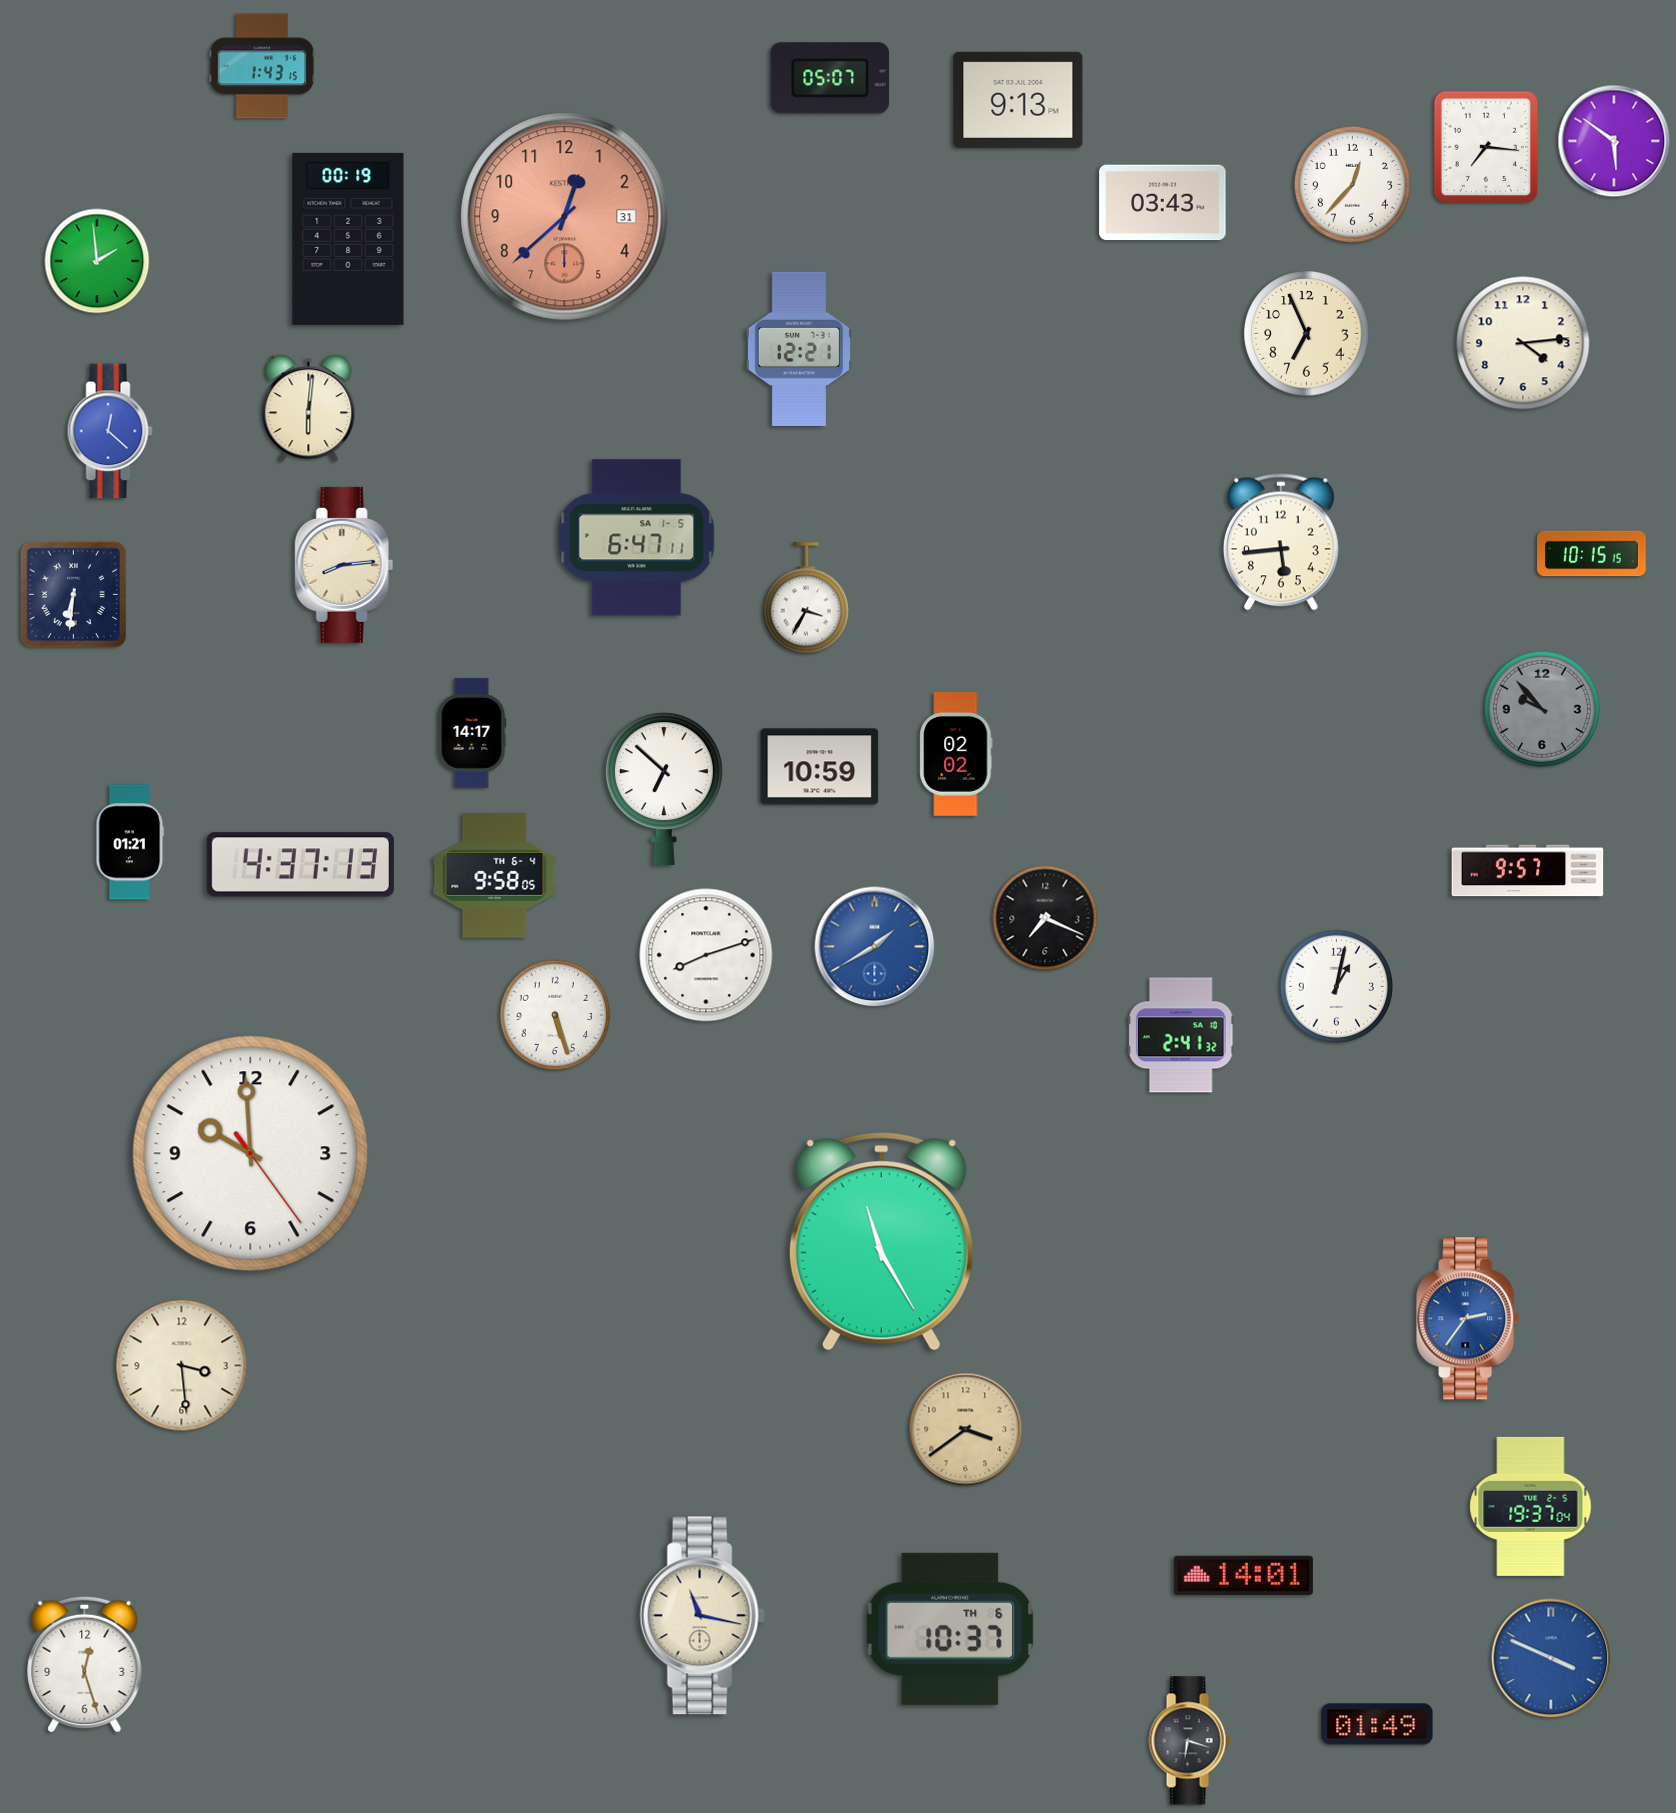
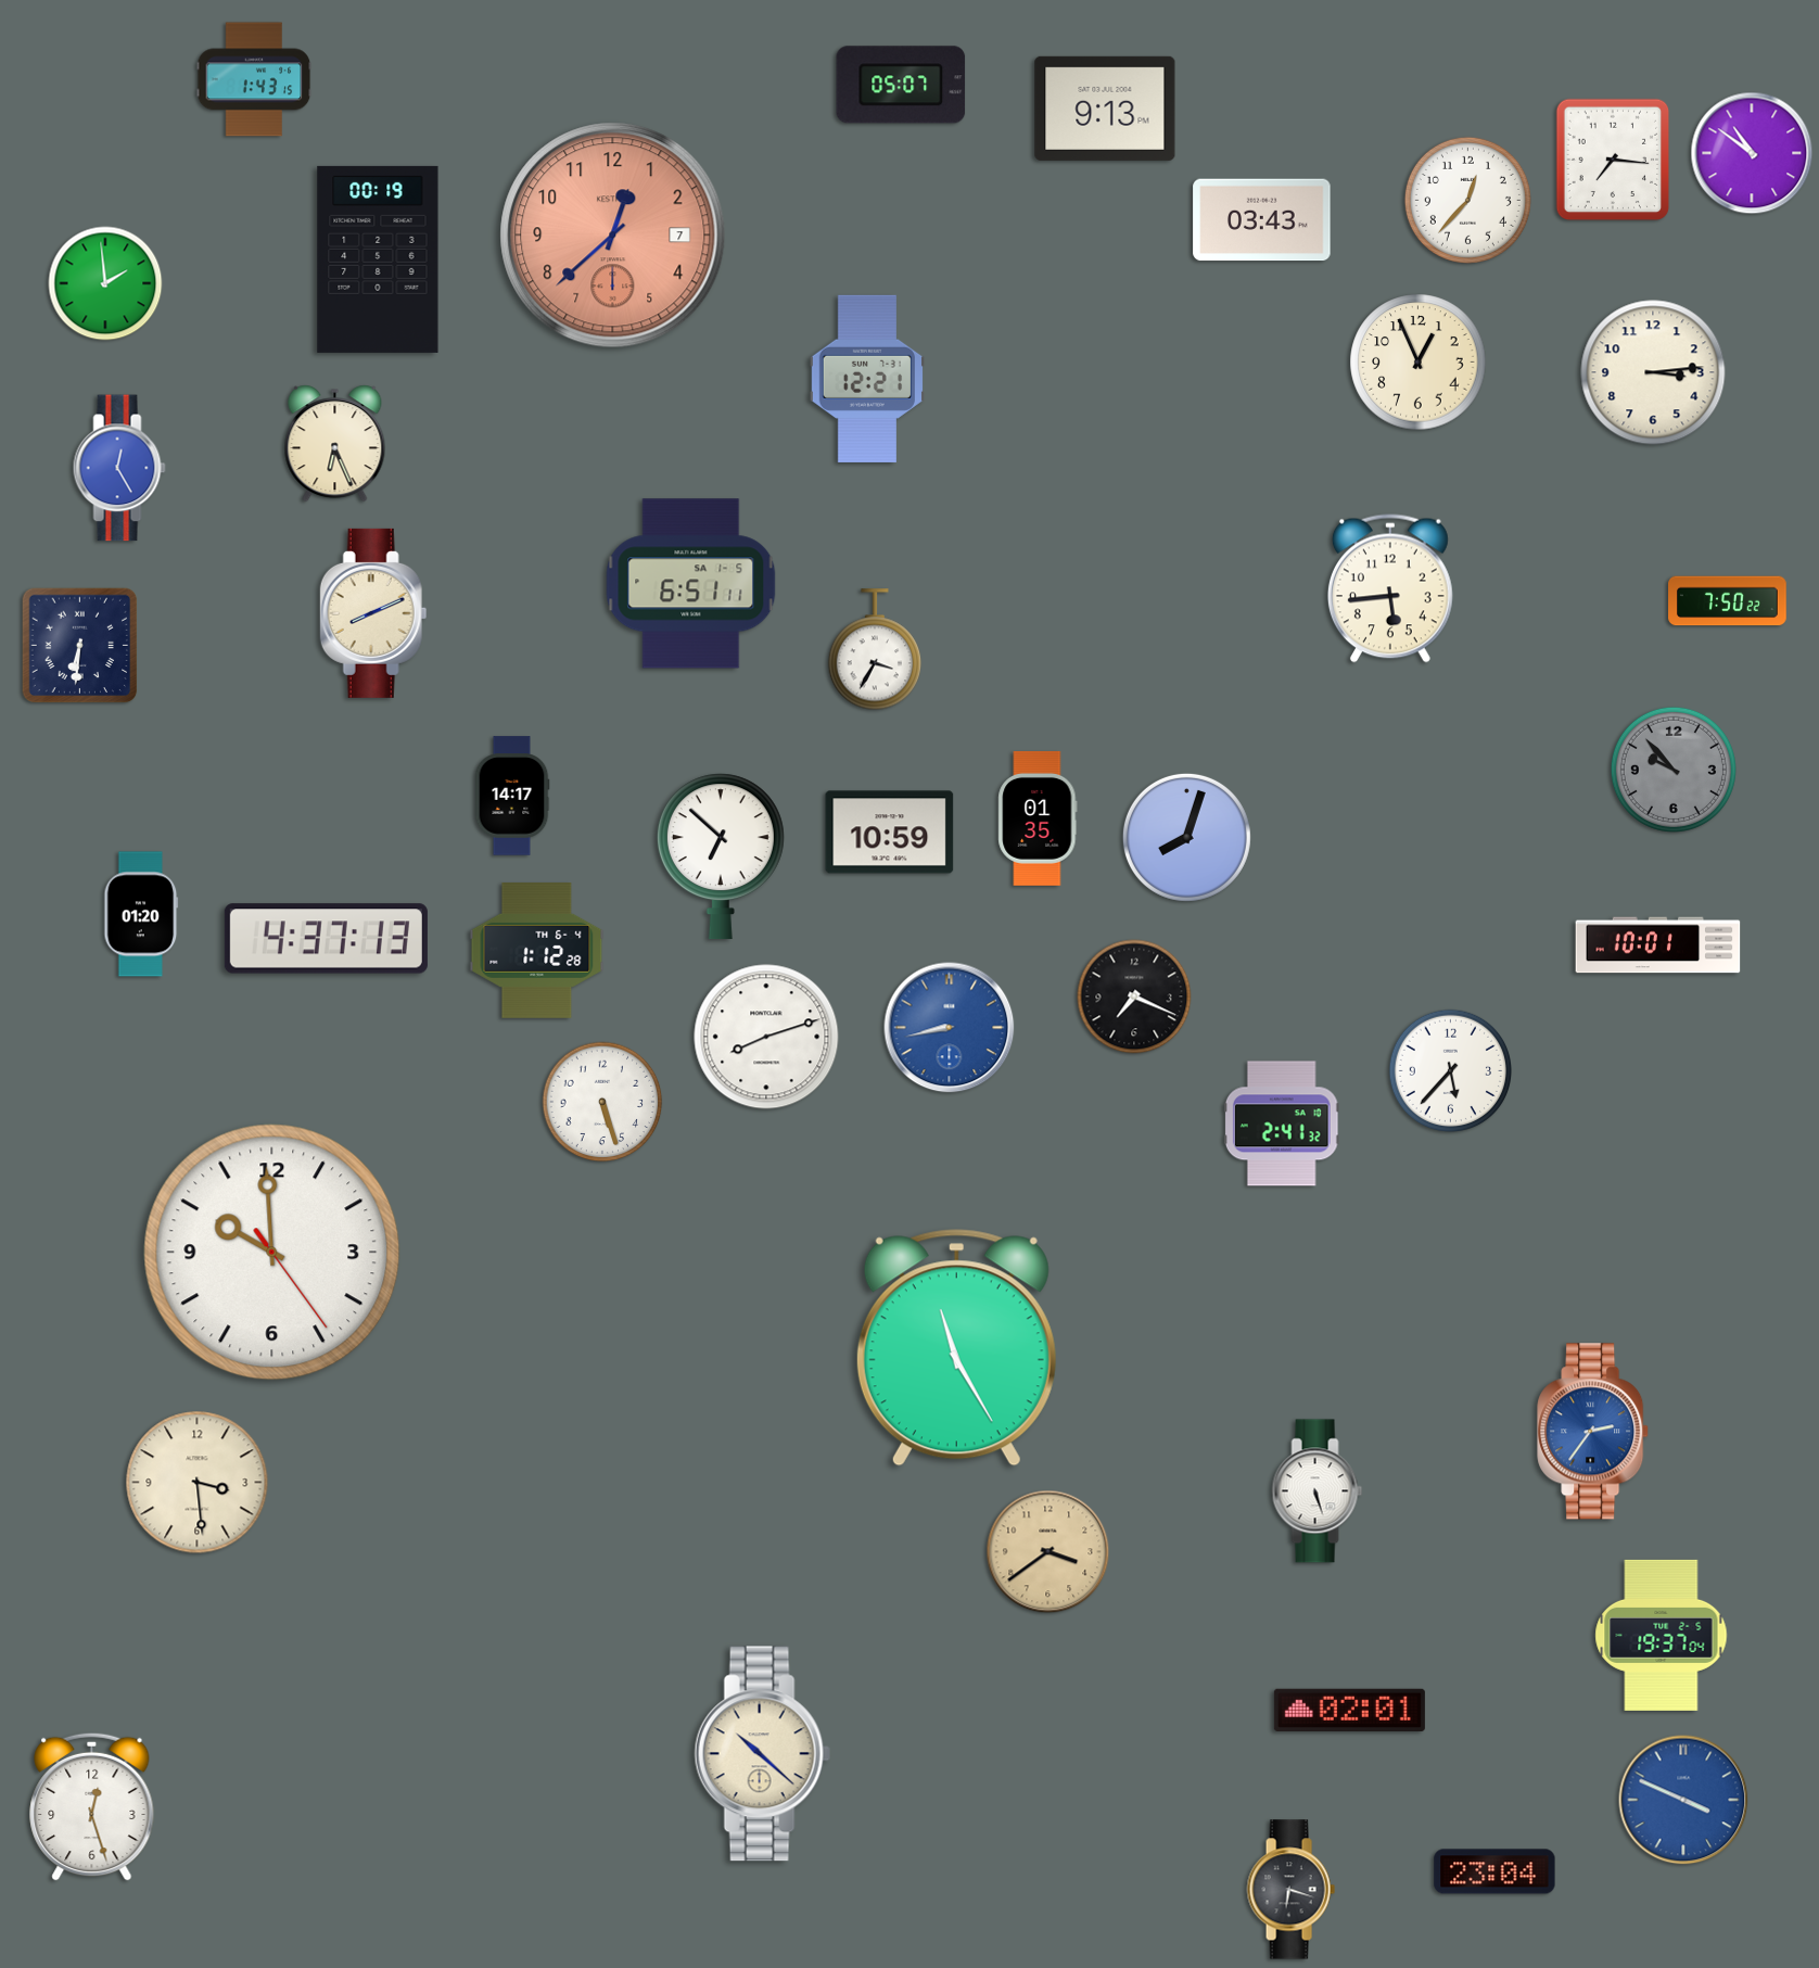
clock at (262, 66) position: (262, 66) -> (254, 79)
clock at (1614, 141): 5:51 -> 10:51
clock at (565, 217) date: 31 -> 7
clock at (1307, 334): 6:56 -> 12:56
clock at (1523, 343): 4:14 -> 3:14
clock at (309, 409): 6:01 -> 6:26
clock at (110, 431): 12:22 -> 12:25
clock at (637, 538): 6:47 -> 6:51
clock at (1592, 554): 10:15 -> 7:50
clock at (344, 565): 8:14 -> 8:11
clock at (956, 754): 02:02 -> 01:35
clock at (1186, 837): none -> 8:03
clock at (130, 842): 01:21 -> 01:20
clock at (1528, 871): 9:57 -> 10:01
clock at (495, 876): 9:58 -> 1:12
clock at (875, 947): 1:40 -> 8:43
clock at (1336, 986): 1:02 -> 5:37
clock at (1318, 1491): none -> 5:27
clock at (1243, 1575): 14:01 -> 02:01
clock at (702, 1616): 11:17 -> 10:22
clock at (950, 1629): 10:37 -> none
clock at (1377, 1724): 01:49 -> 23:04
